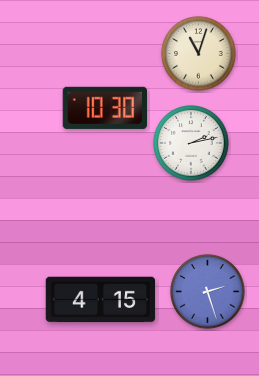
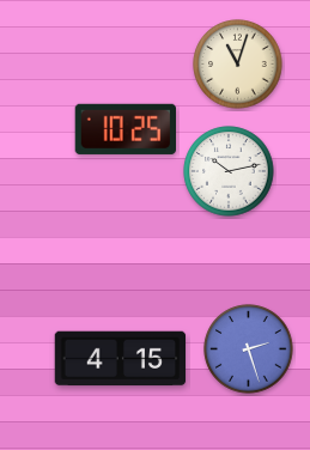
clock at (104, 108): 10:30 -> 10:25
clock at (191, 143): 2:13 -> 10:13
